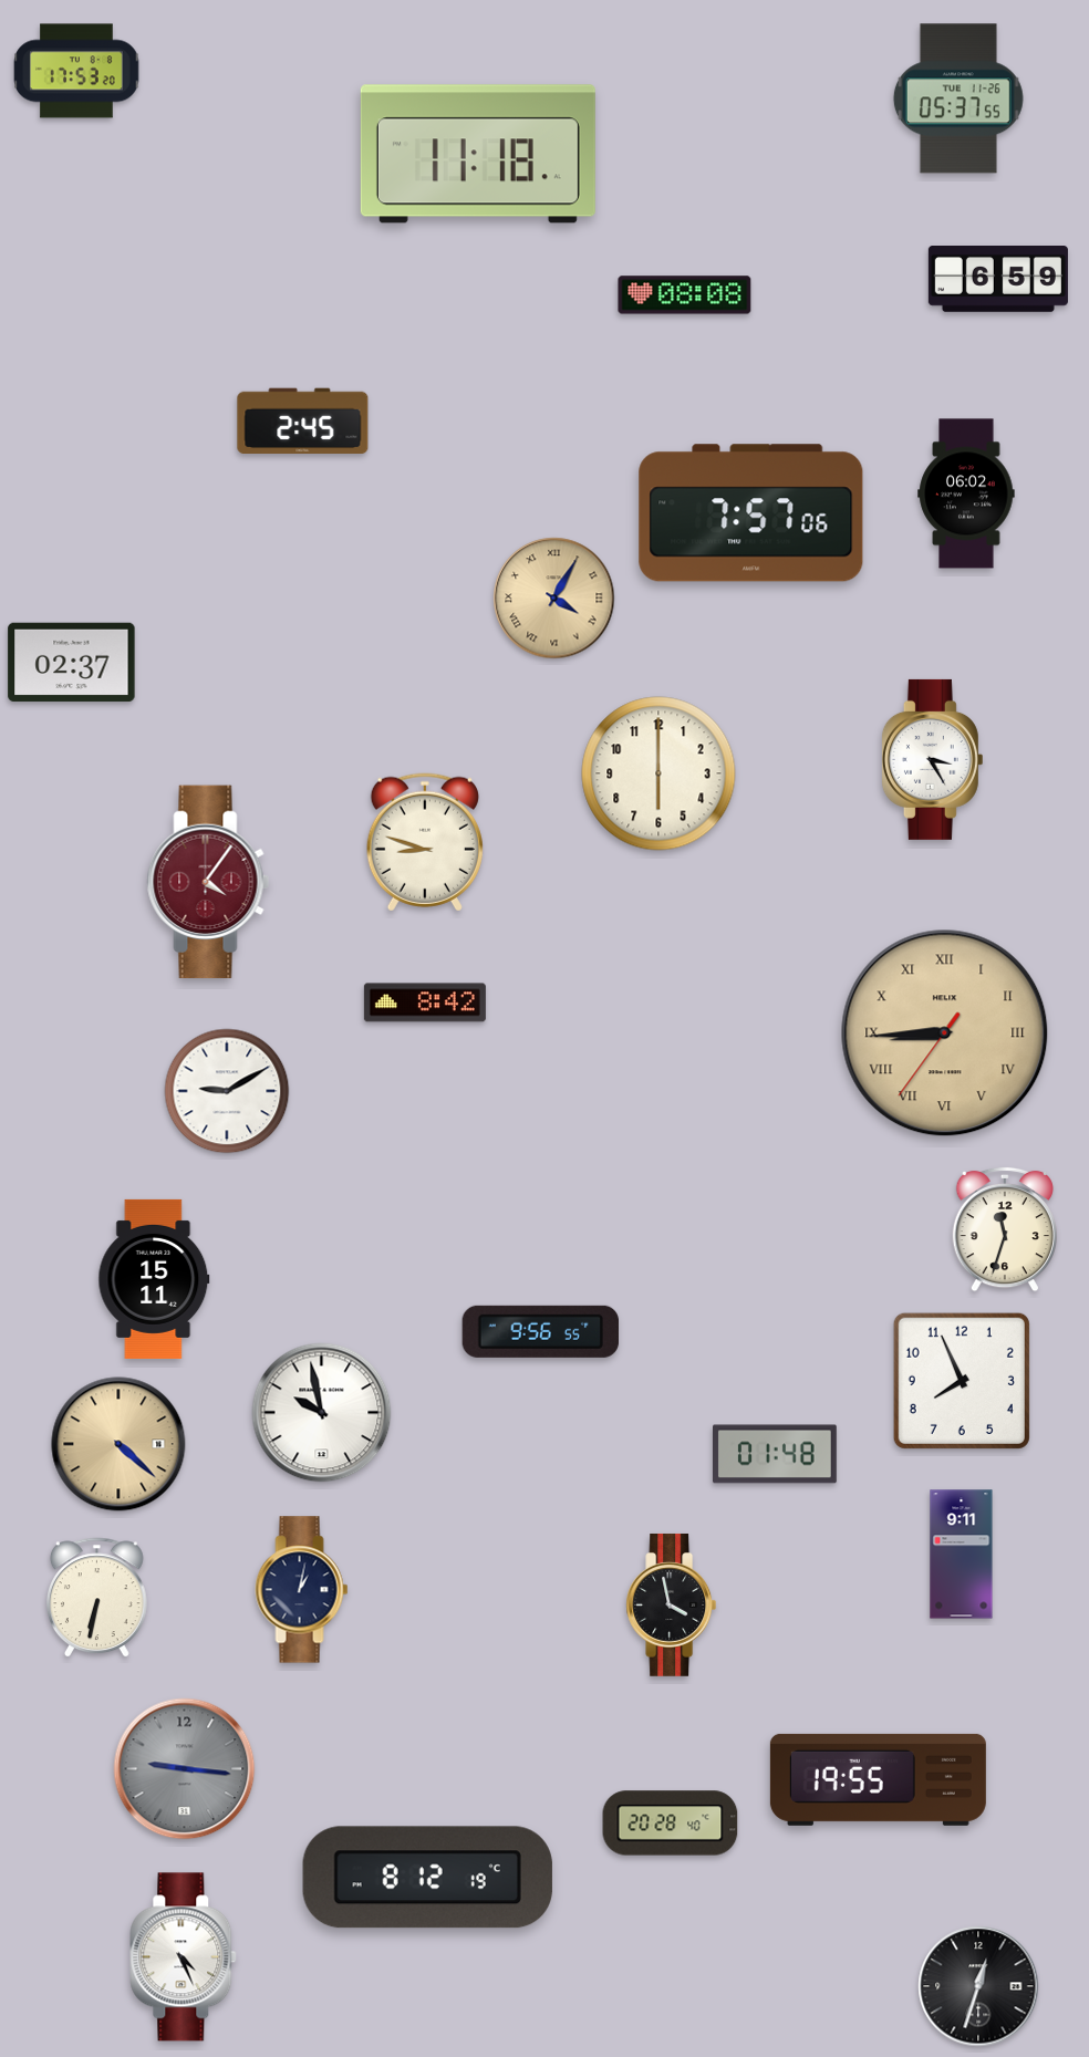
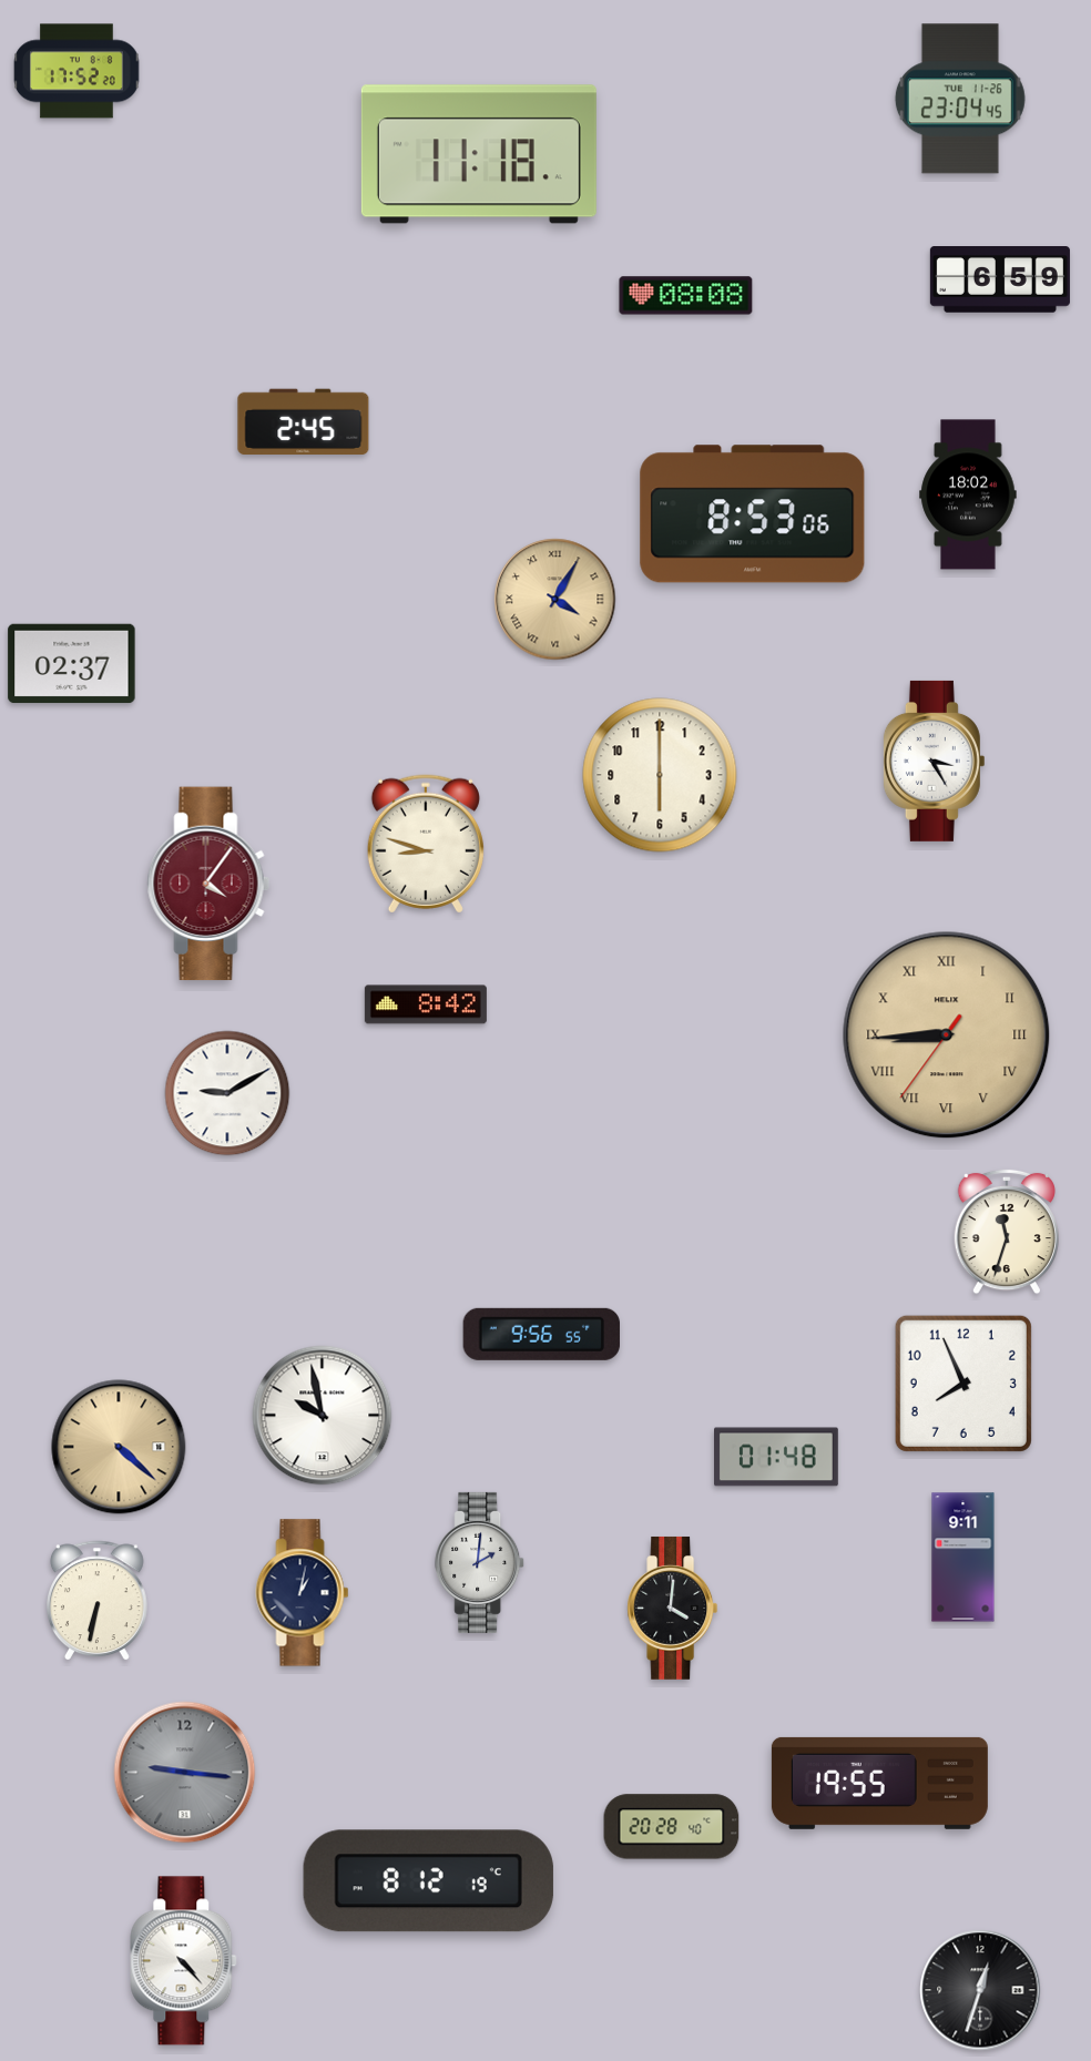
clock at (76, 71): 17:53 -> 17:52
clock at (958, 98): 05:37 -> 23:04
clock at (966, 494): 06:02 -> 18:02
clock at (751, 513): 7:57 -> 8:53
clock at (154, 1279): 15:11 -> none
clock at (480, 1562): none -> 2:01
clock at (672, 1606): 3:58 -> 4:01
clock at (184, 1957): 4:26 -> 4:23
